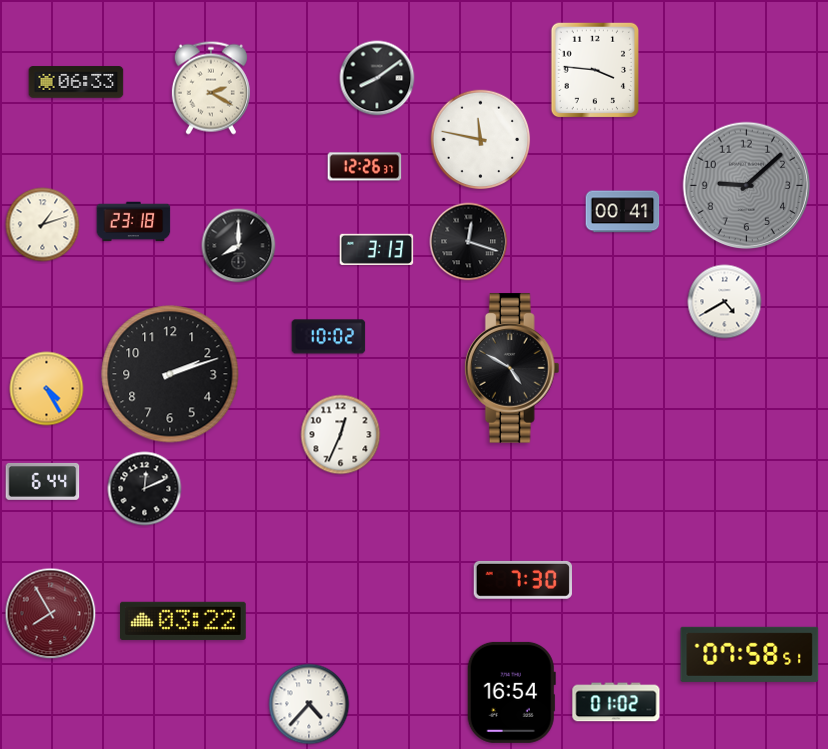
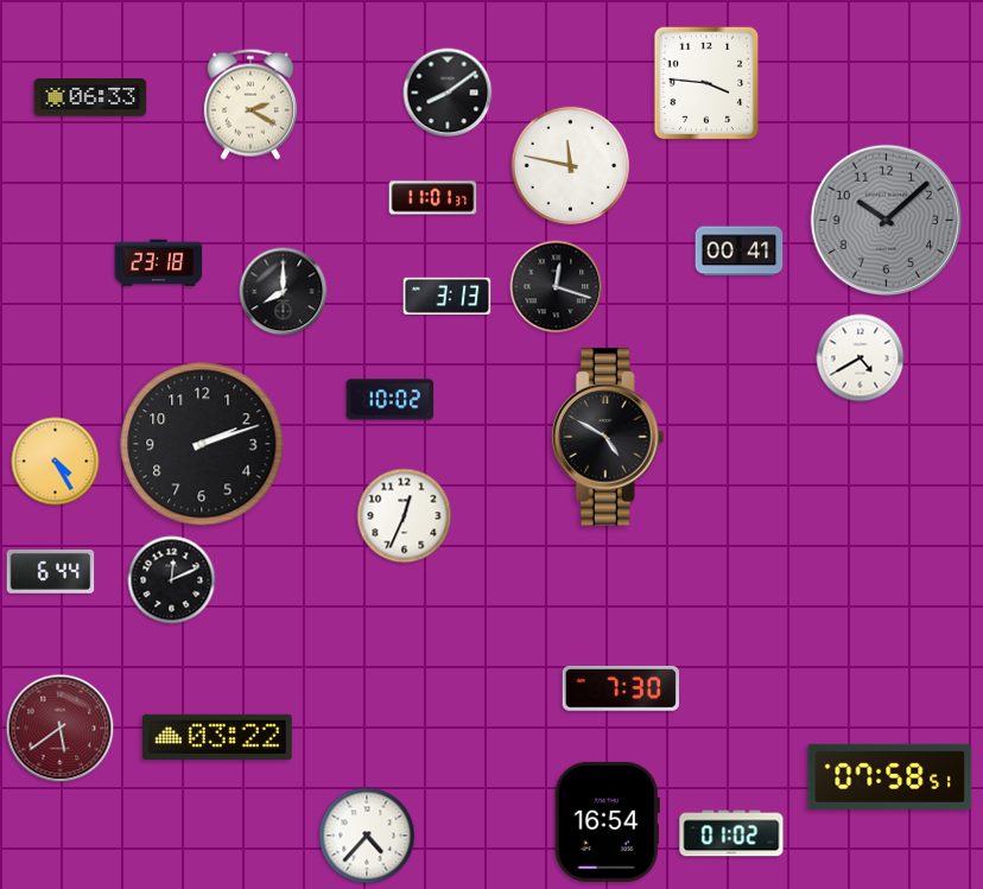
clock at (365, 167): 12:26 -> 11:01
clock at (747, 186): 9:08 -> 10:08
clock at (43, 225): 1:12 -> none
clock at (51, 614): 7:55 -> 5:39
